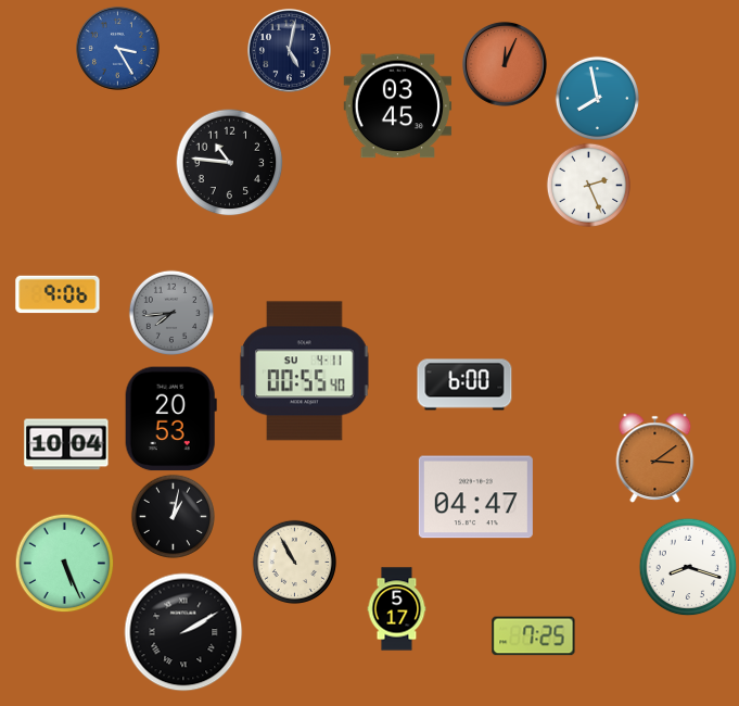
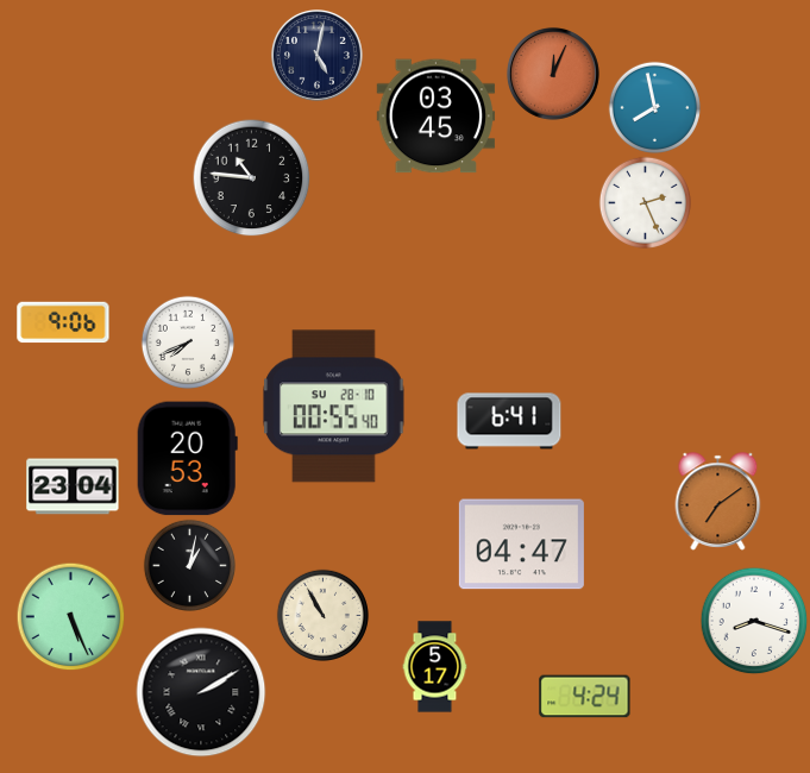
clock at (118, 49): 3:25 -> none
clock at (505, 64) position: (505, 64) -> (553, 74)
clock at (170, 312): 7:44 -> 7:41
clock at (170, 312) dial: grey -> white
clock at (305, 371) date: SU 4-11 -> SU 28-10
clock at (464, 384): 6:00 -> 6:41
clock at (66, 444): 10:04 -> 23:04
clock at (655, 458): 3:09 -> 7:09
clock at (534, 636): 7:25 -> 4:24
